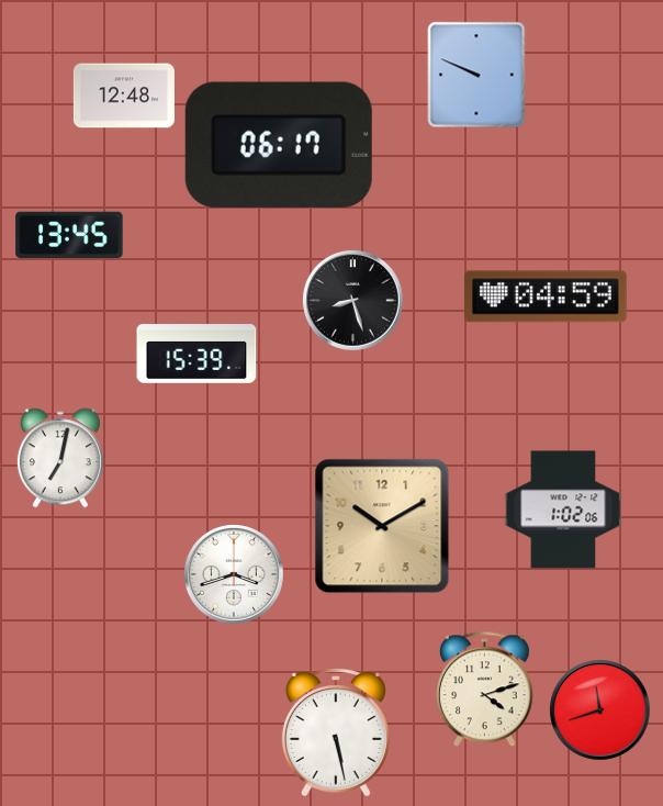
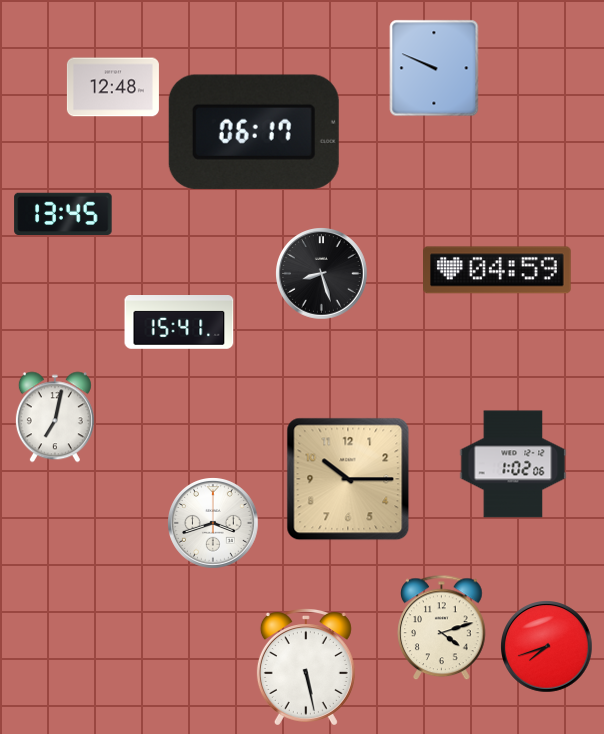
clock at (196, 355): 15:39 -> 15:41
clock at (382, 526): 10:10 -> 10:15
clock at (600, 710): 11:42 -> 7:42
